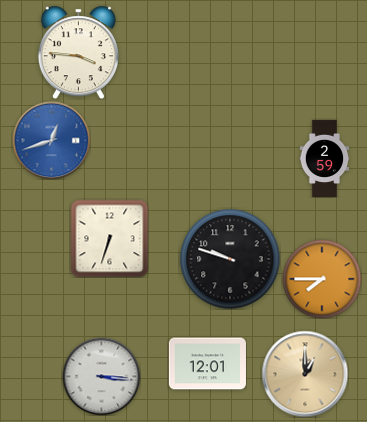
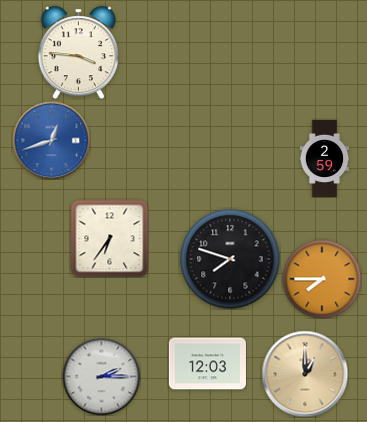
clock at (109, 238): 6:33 -> 6:36
clock at (230, 259): 9:48 -> 7:48
clock at (207, 364): 12:01 -> 12:03
clock at (101, 376): 3:16 -> 2:15
